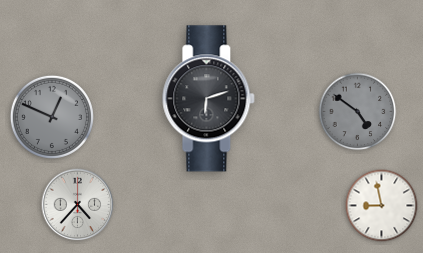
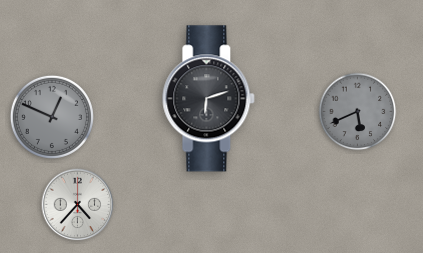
clock at (358, 112): 4:51 -> 5:41
clock at (382, 206): 8:58 -> none
